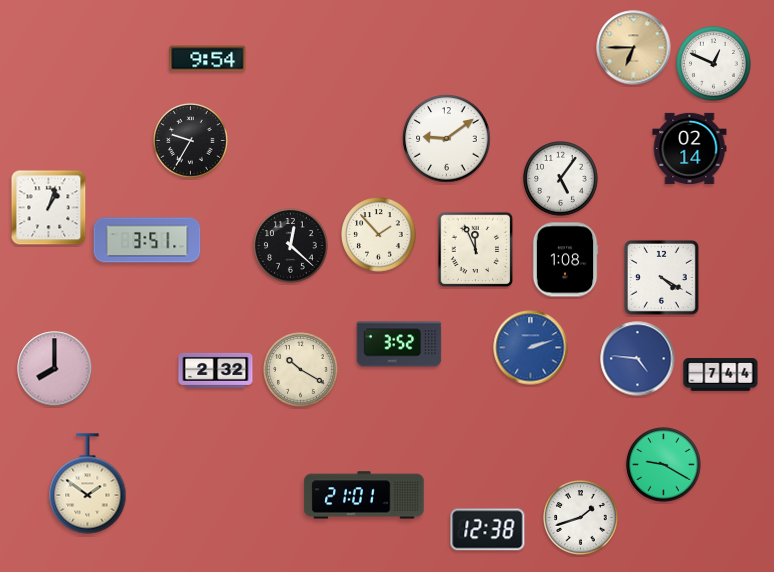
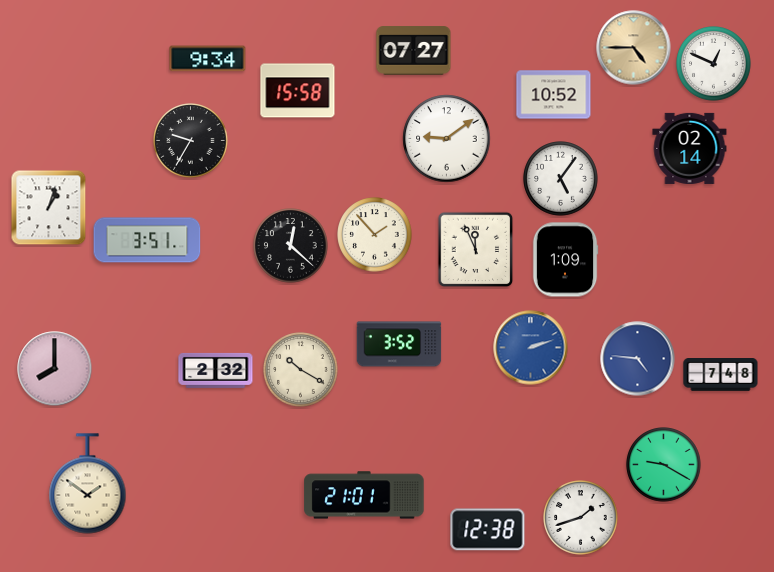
clock at (634, 48): 6:45 -> 4:45
clock at (414, 51): none -> 07:27
clock at (208, 59): 9:54 -> 9:34
clock at (298, 91): none -> 15:58
clock at (554, 95): none -> 10:52
clock at (379, 235) position: (379, 235) -> (375, 235)
clock at (565, 260): 1:08 -> 1:09
clock at (661, 277): 4:20 -> none
clock at (721, 375): 7:44 -> 7:48
